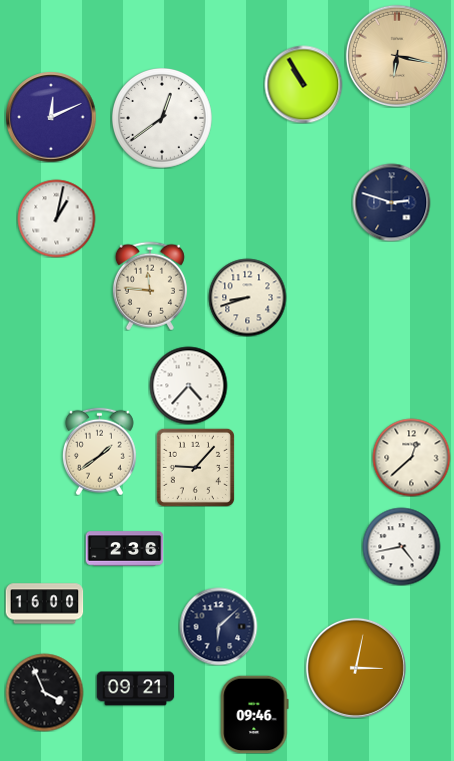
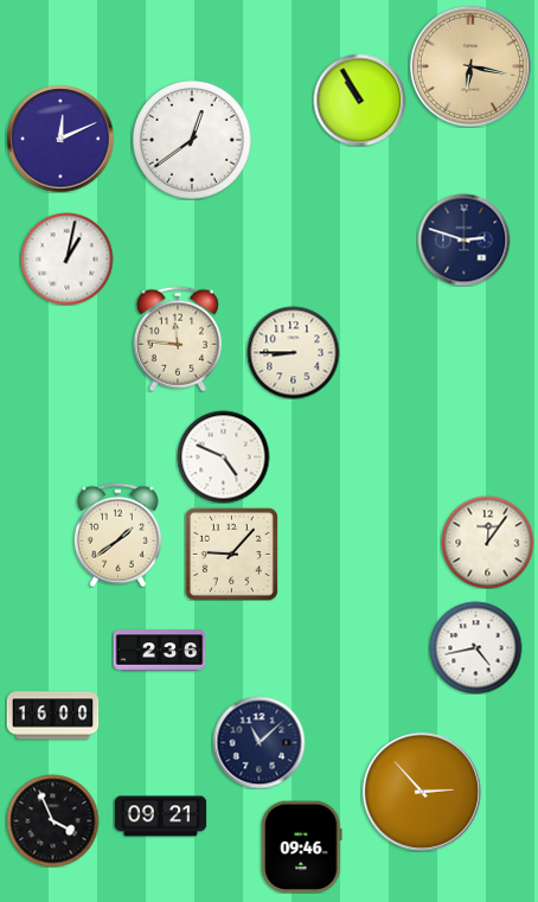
clock at (247, 297): 8:42 -> 8:45
clock at (188, 385): 4:37 -> 4:49
clock at (411, 457): 12:38 -> 12:06
clock at (124, 549) position: (124, 549) -> (159, 651)
clock at (218, 626): 6:08 -> 11:08
clock at (356, 668): 3:02 -> 2:53
